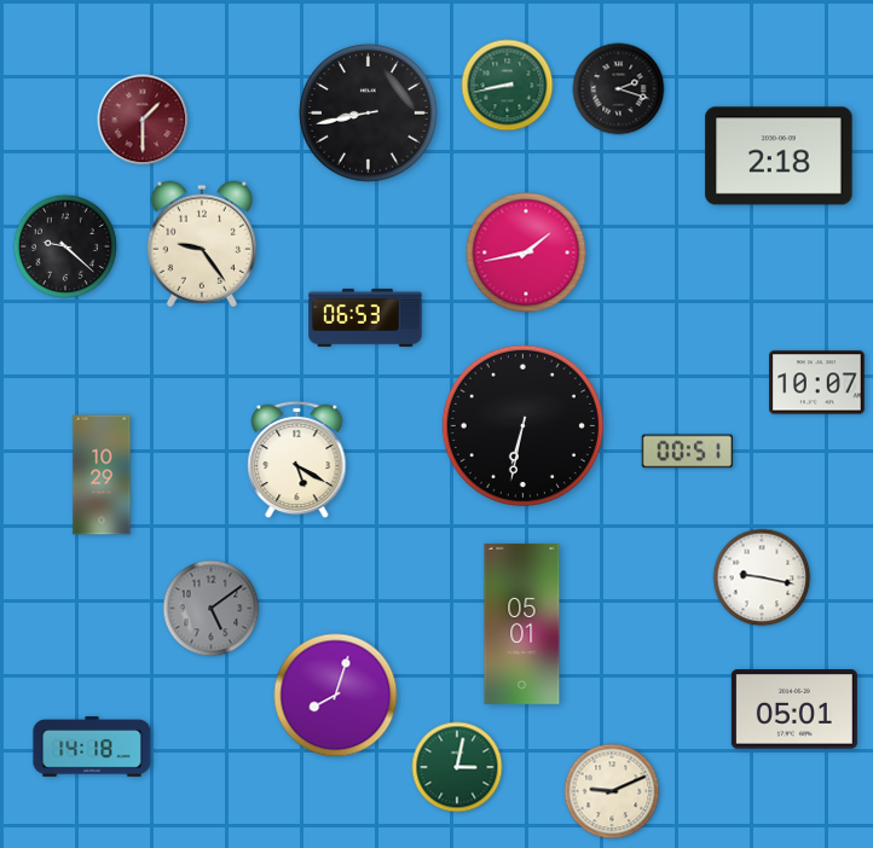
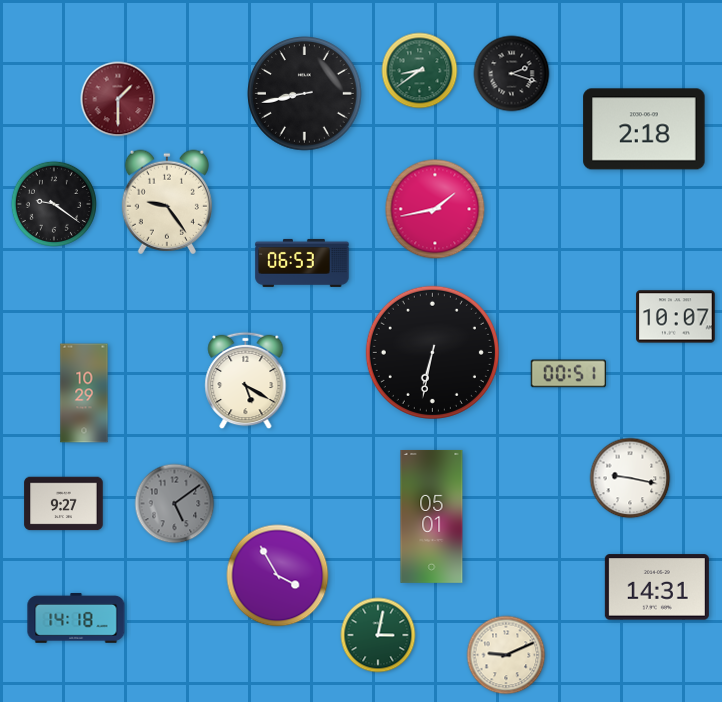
clock at (508, 86): 8:43 -> 8:39
clock at (65, 246): 9:22 -> 9:21
clock at (64, 504): none -> 9:27
clock at (336, 696): 8:03 -> 3:55
clock at (794, 709): 05:01 -> 14:31
